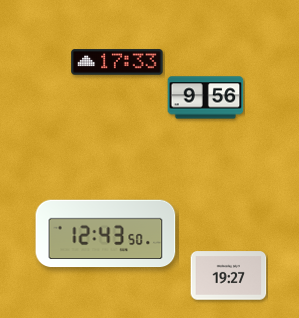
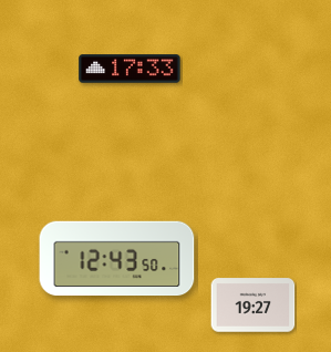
clock at (206, 98): 9:56 -> none
